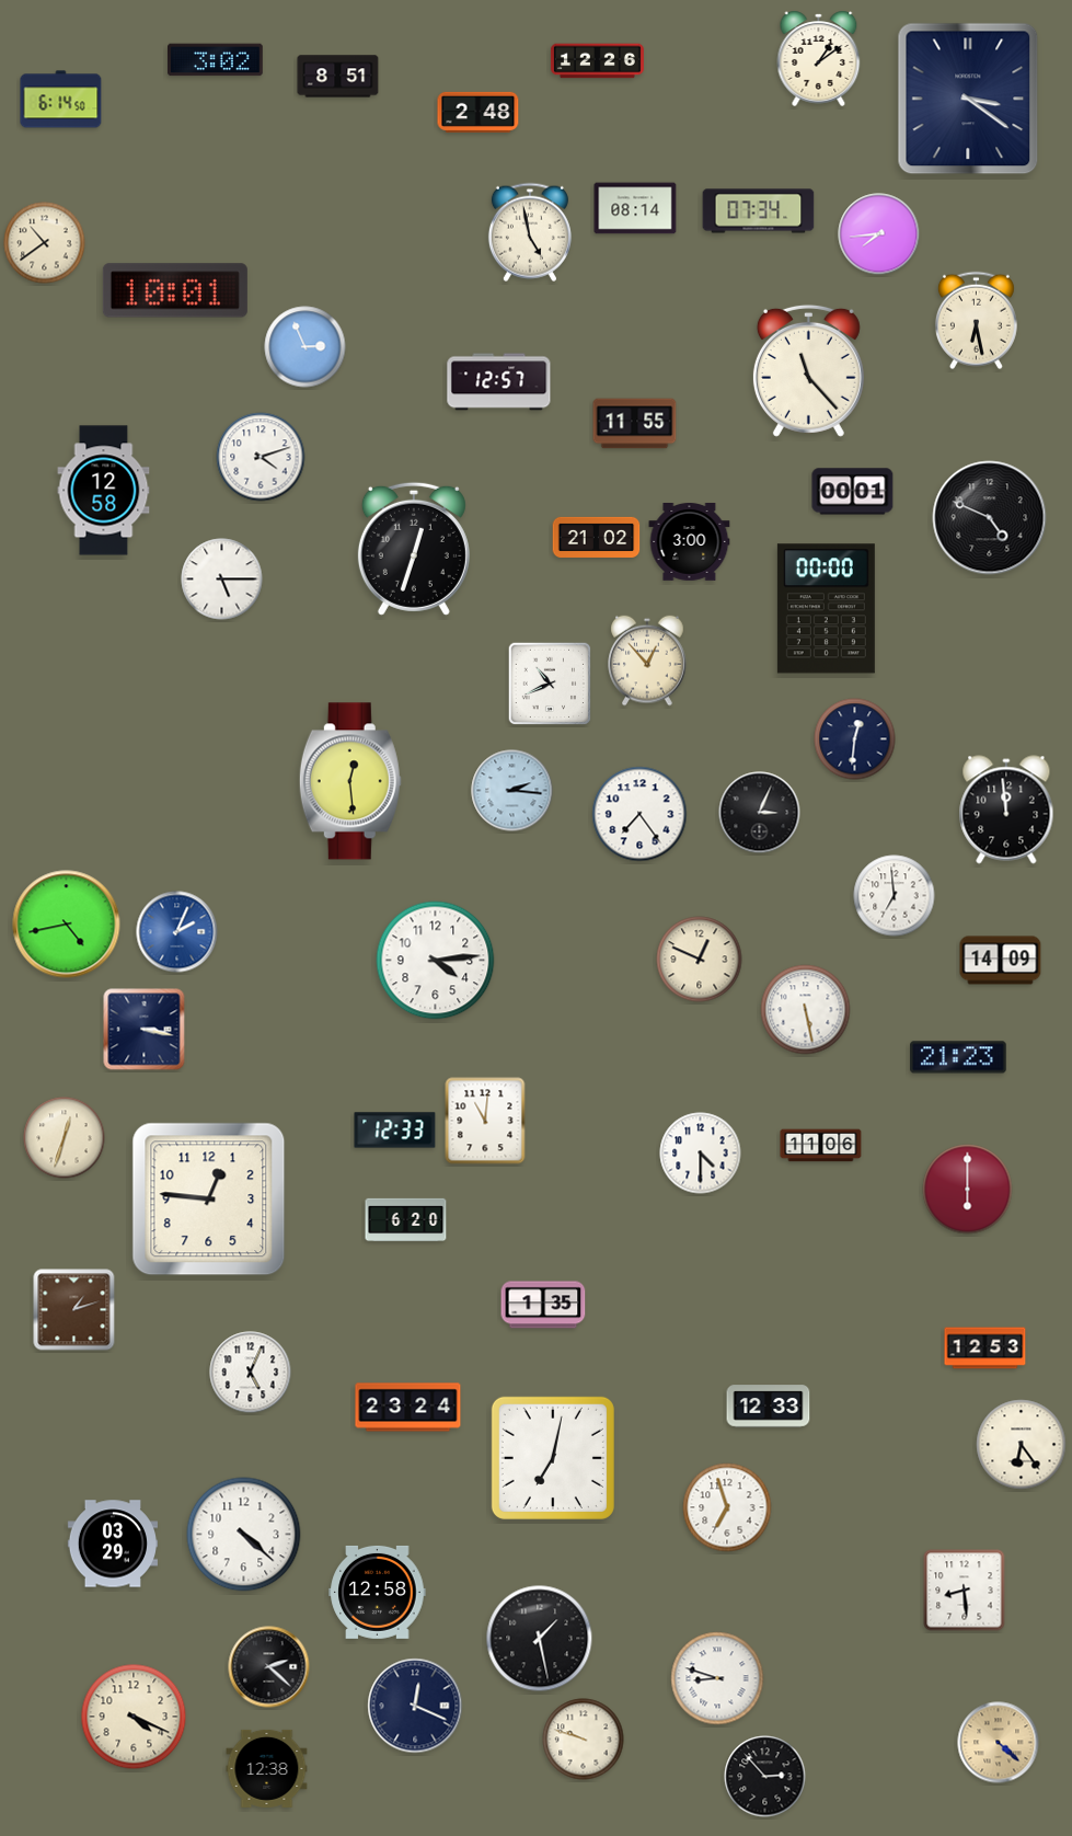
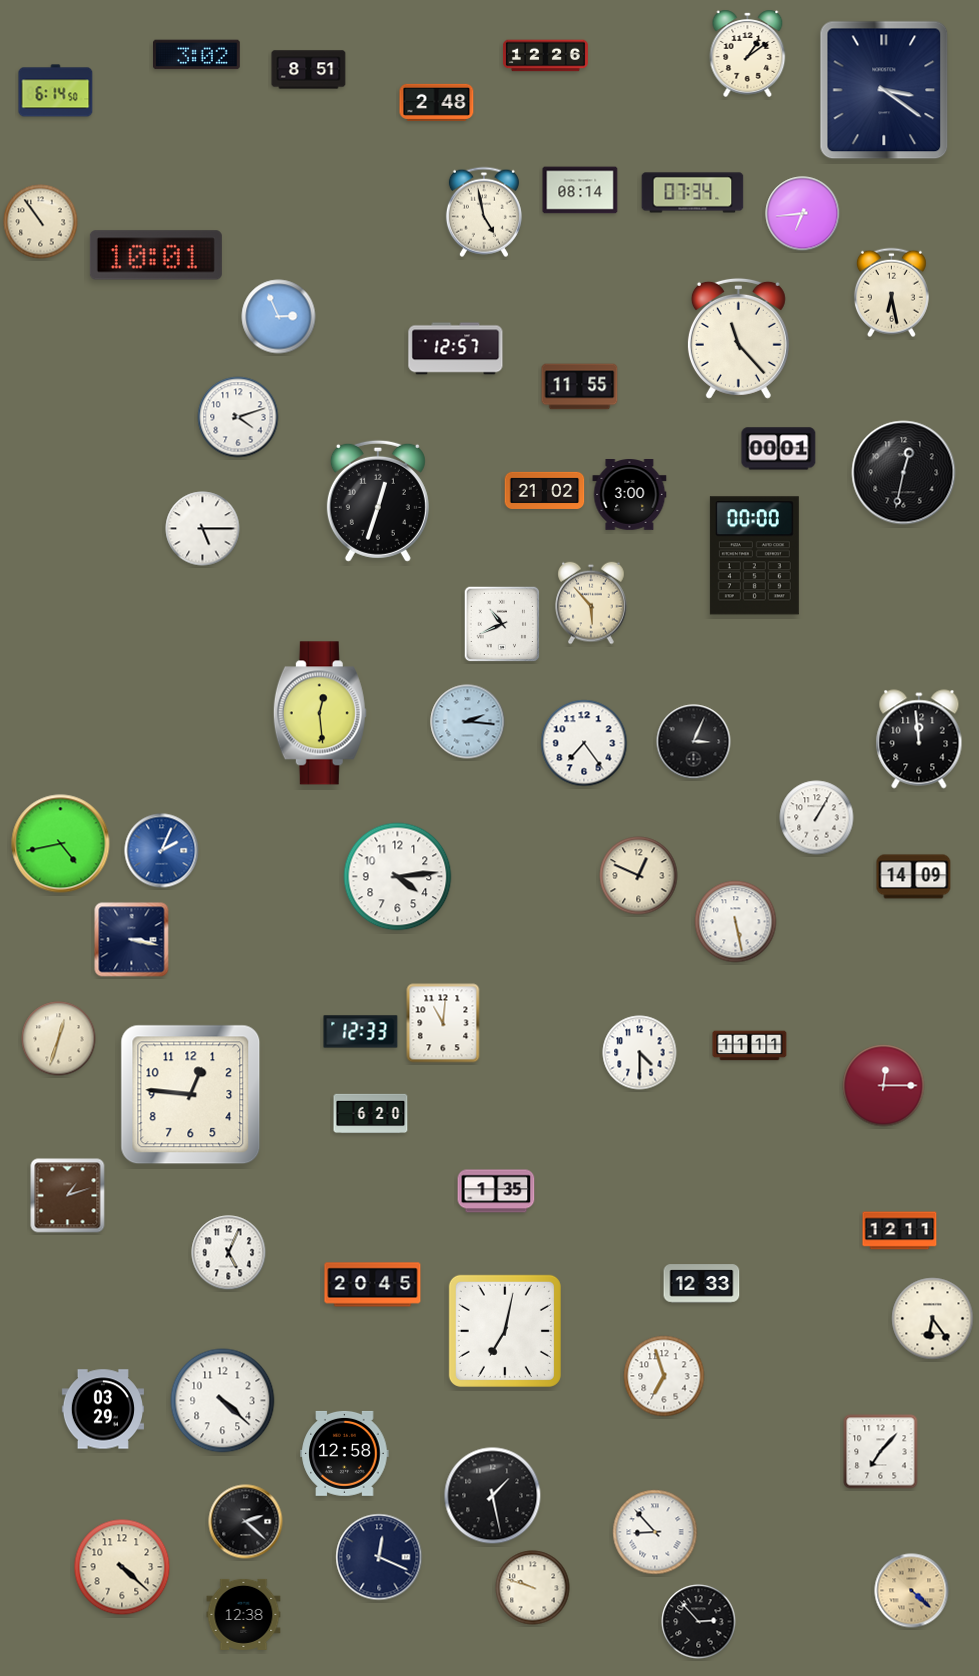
clock at (879, 234): 7:44 -> 6:44
clock at (45, 243): 10:39 -> 10:54
clock at (175, 290) position: (175, 290) -> (156, 255)
clock at (104, 491): 12:58 -> none
clock at (990, 518): 4:49 -> 12:32
clock at (647, 661): 12:53 -> 5:53
clock at (855, 739): 12:31 -> none
clock at (895, 896): 6:59 -> 1:05
clock at (958, 1057): 21:23 -> none
clock at (821, 1146): 11:06 -> 11:11
clock at (968, 1190): 6:00 -> 12:15
clock at (985, 1349): 12:53 -> 12:11
clock at (408, 1408): 23:24 -> 20:45
clock at (965, 1591): 8:29 -> 7:07
clock at (717, 1678): 8:48 -> 8:53
clock at (134, 1717): 4:19 -> 4:22
